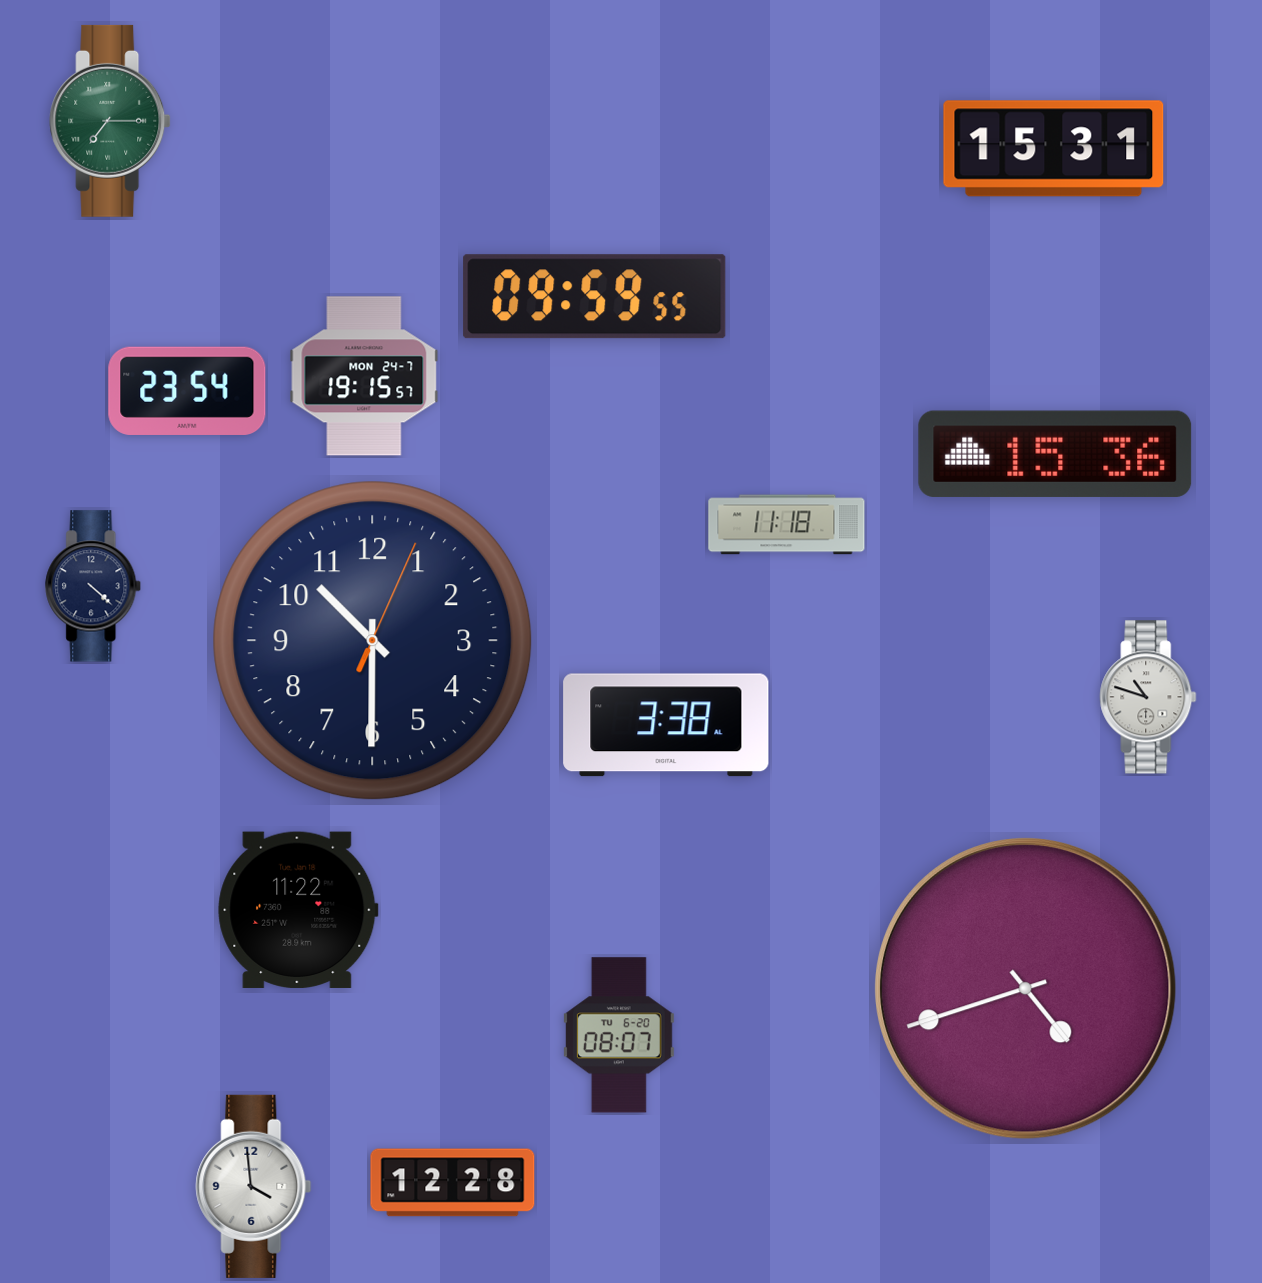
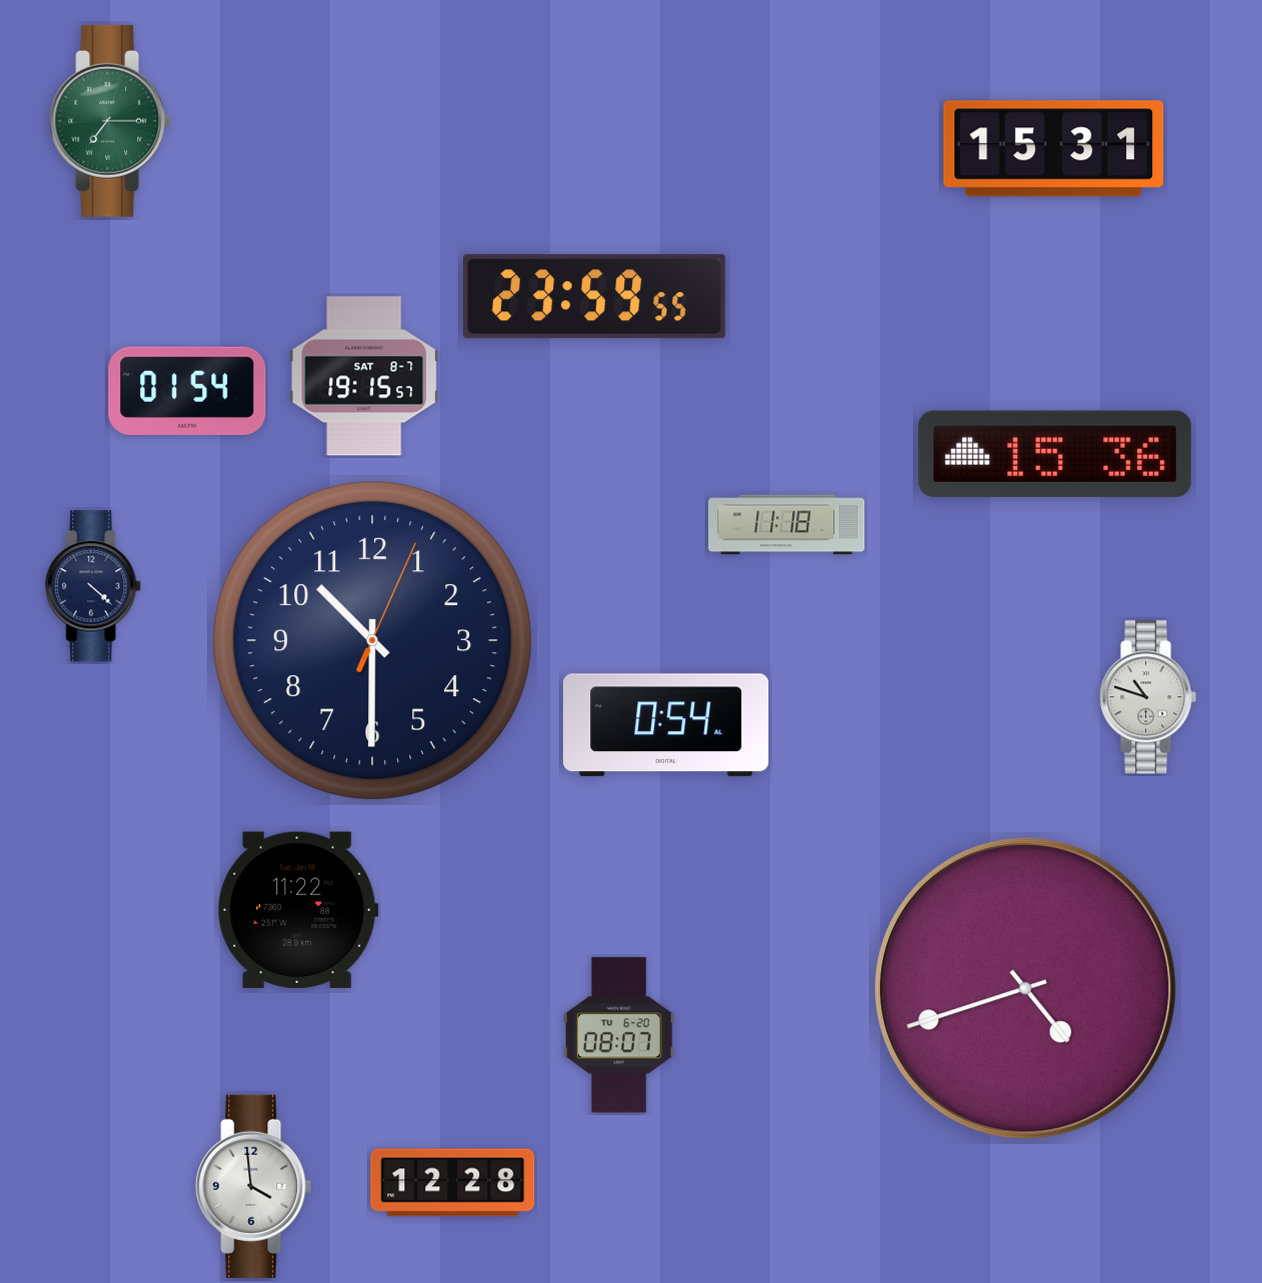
clock at (595, 297): 09:59 -> 23:59
clock at (364, 376) date: MON 24-7 -> SAT 8-7
clock at (187, 391): 23:54 -> 01:54
clock at (666, 725): 3:38 -> 0:54
